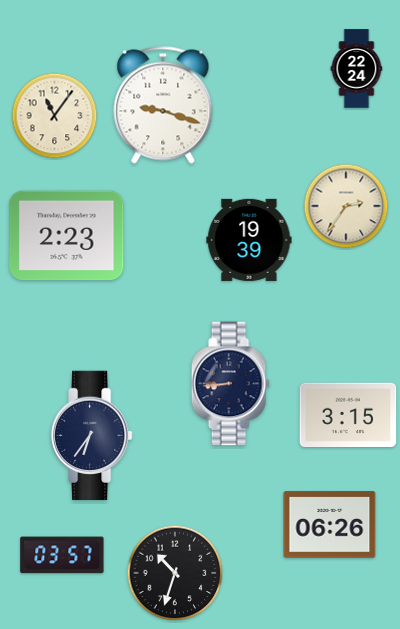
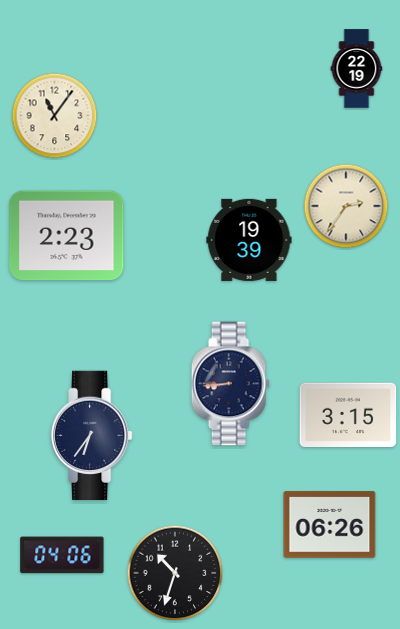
clock at (357, 69): 22:24 -> 22:19
clock at (163, 105): 9:18 -> none
clock at (62, 555): 03:57 -> 04:06
